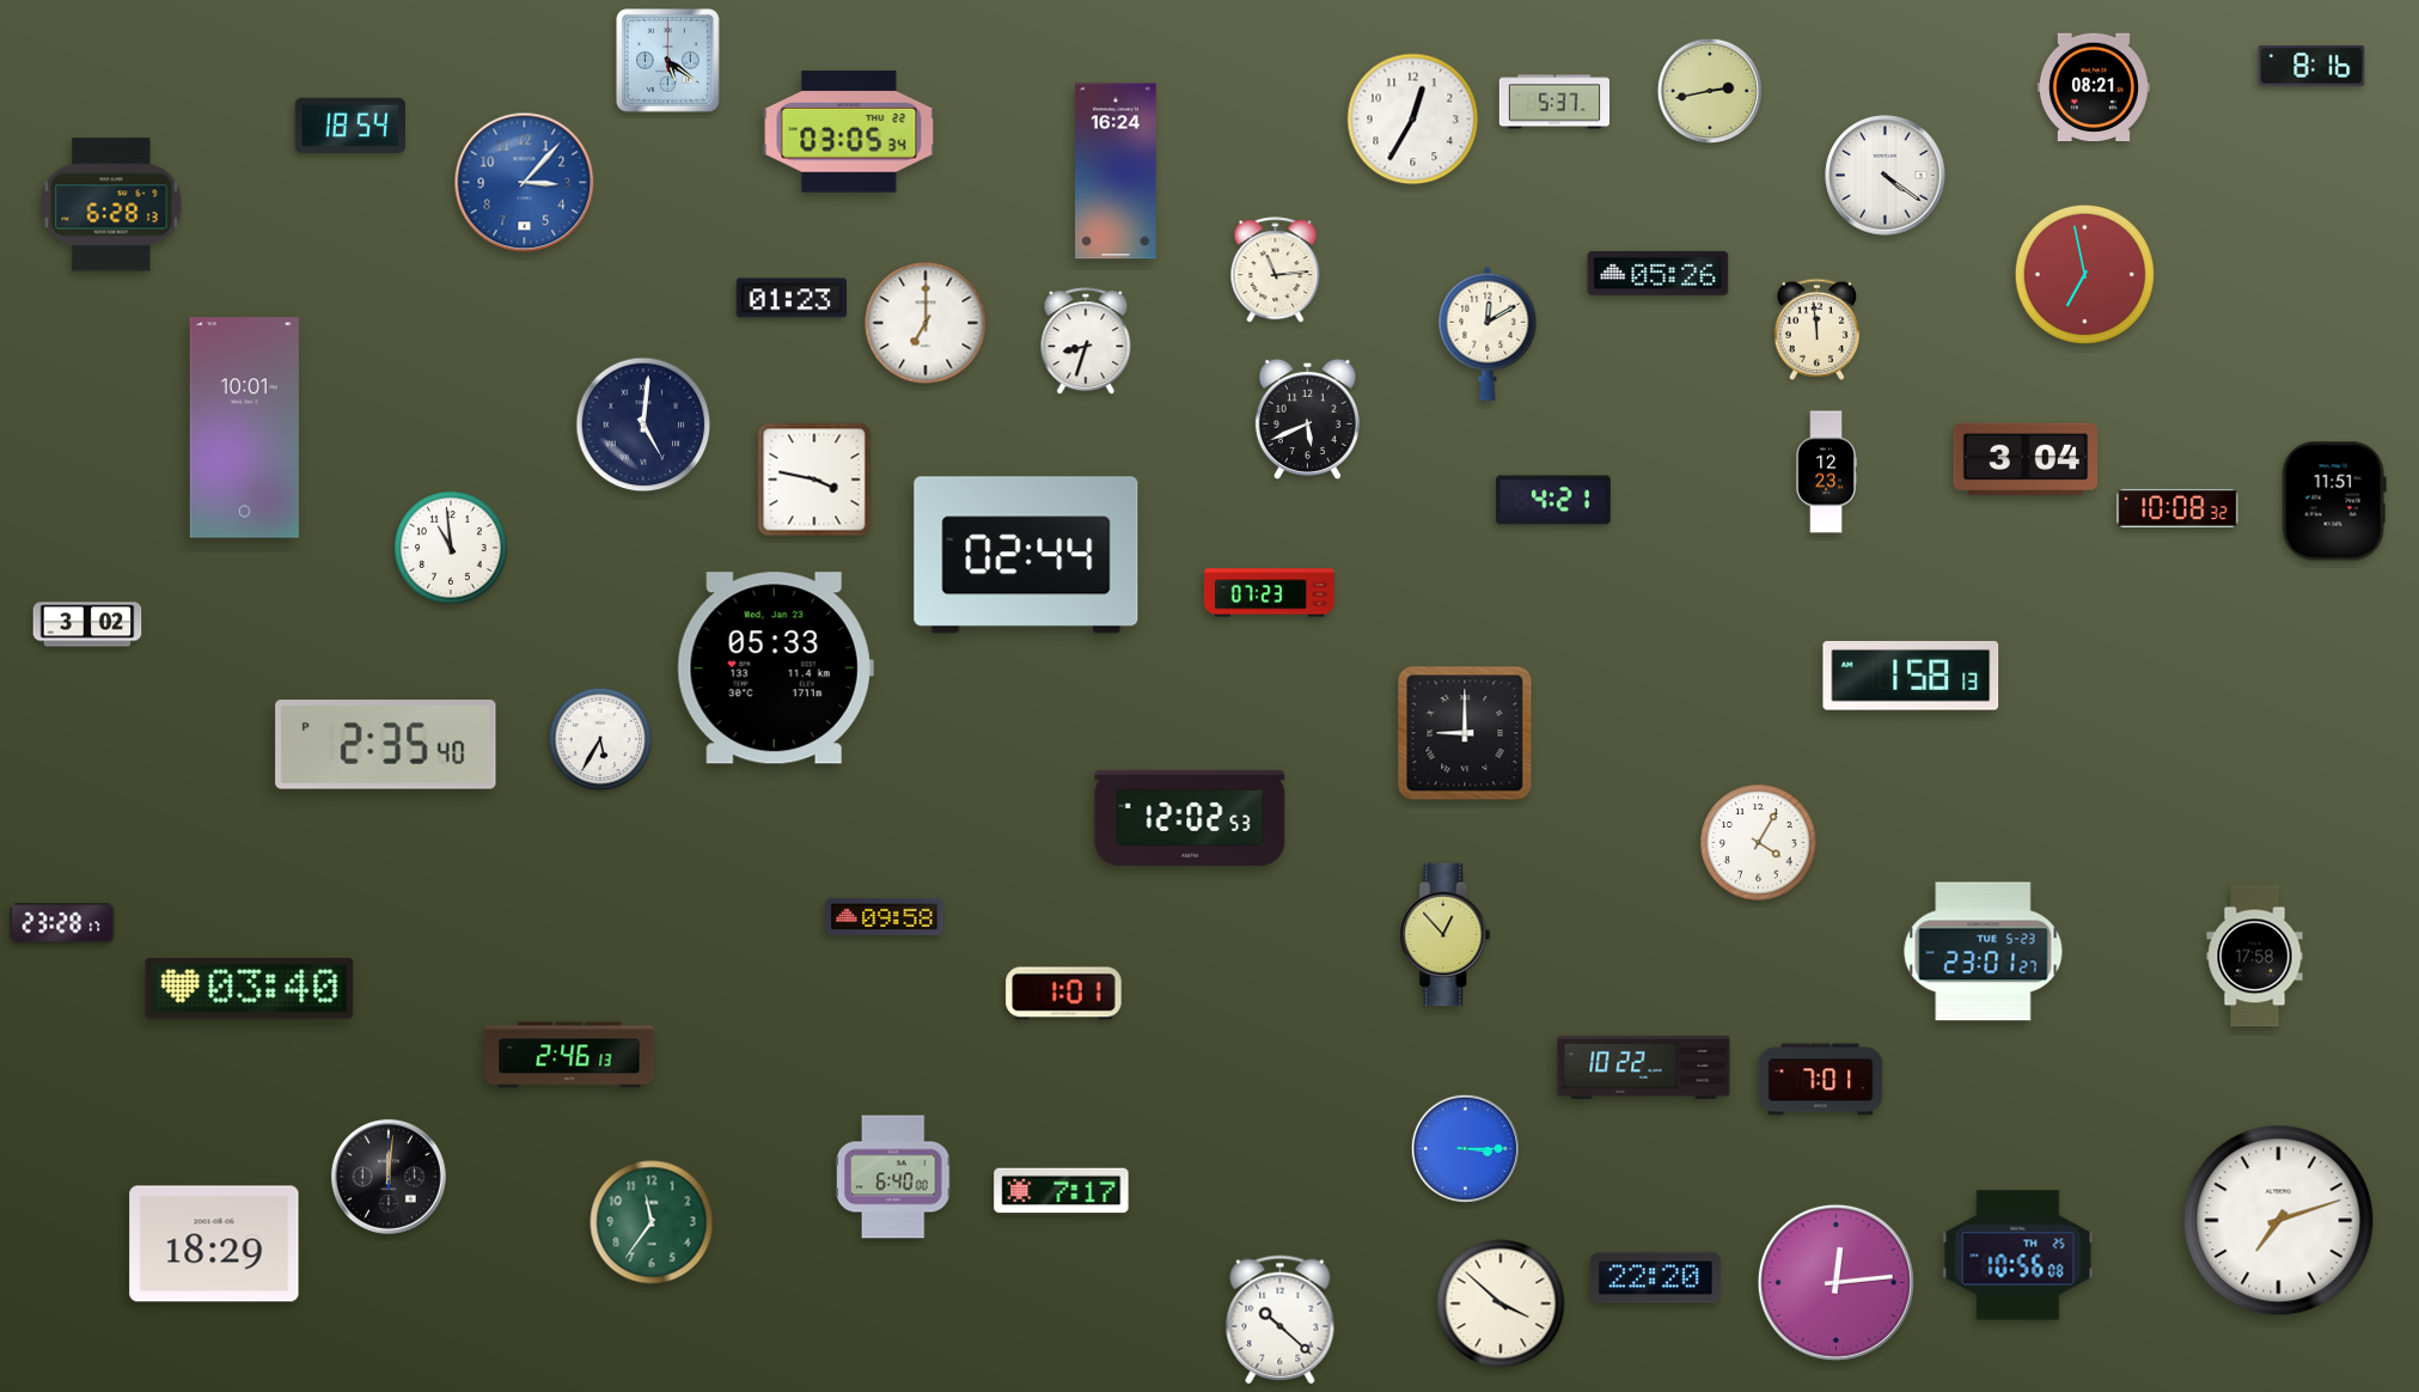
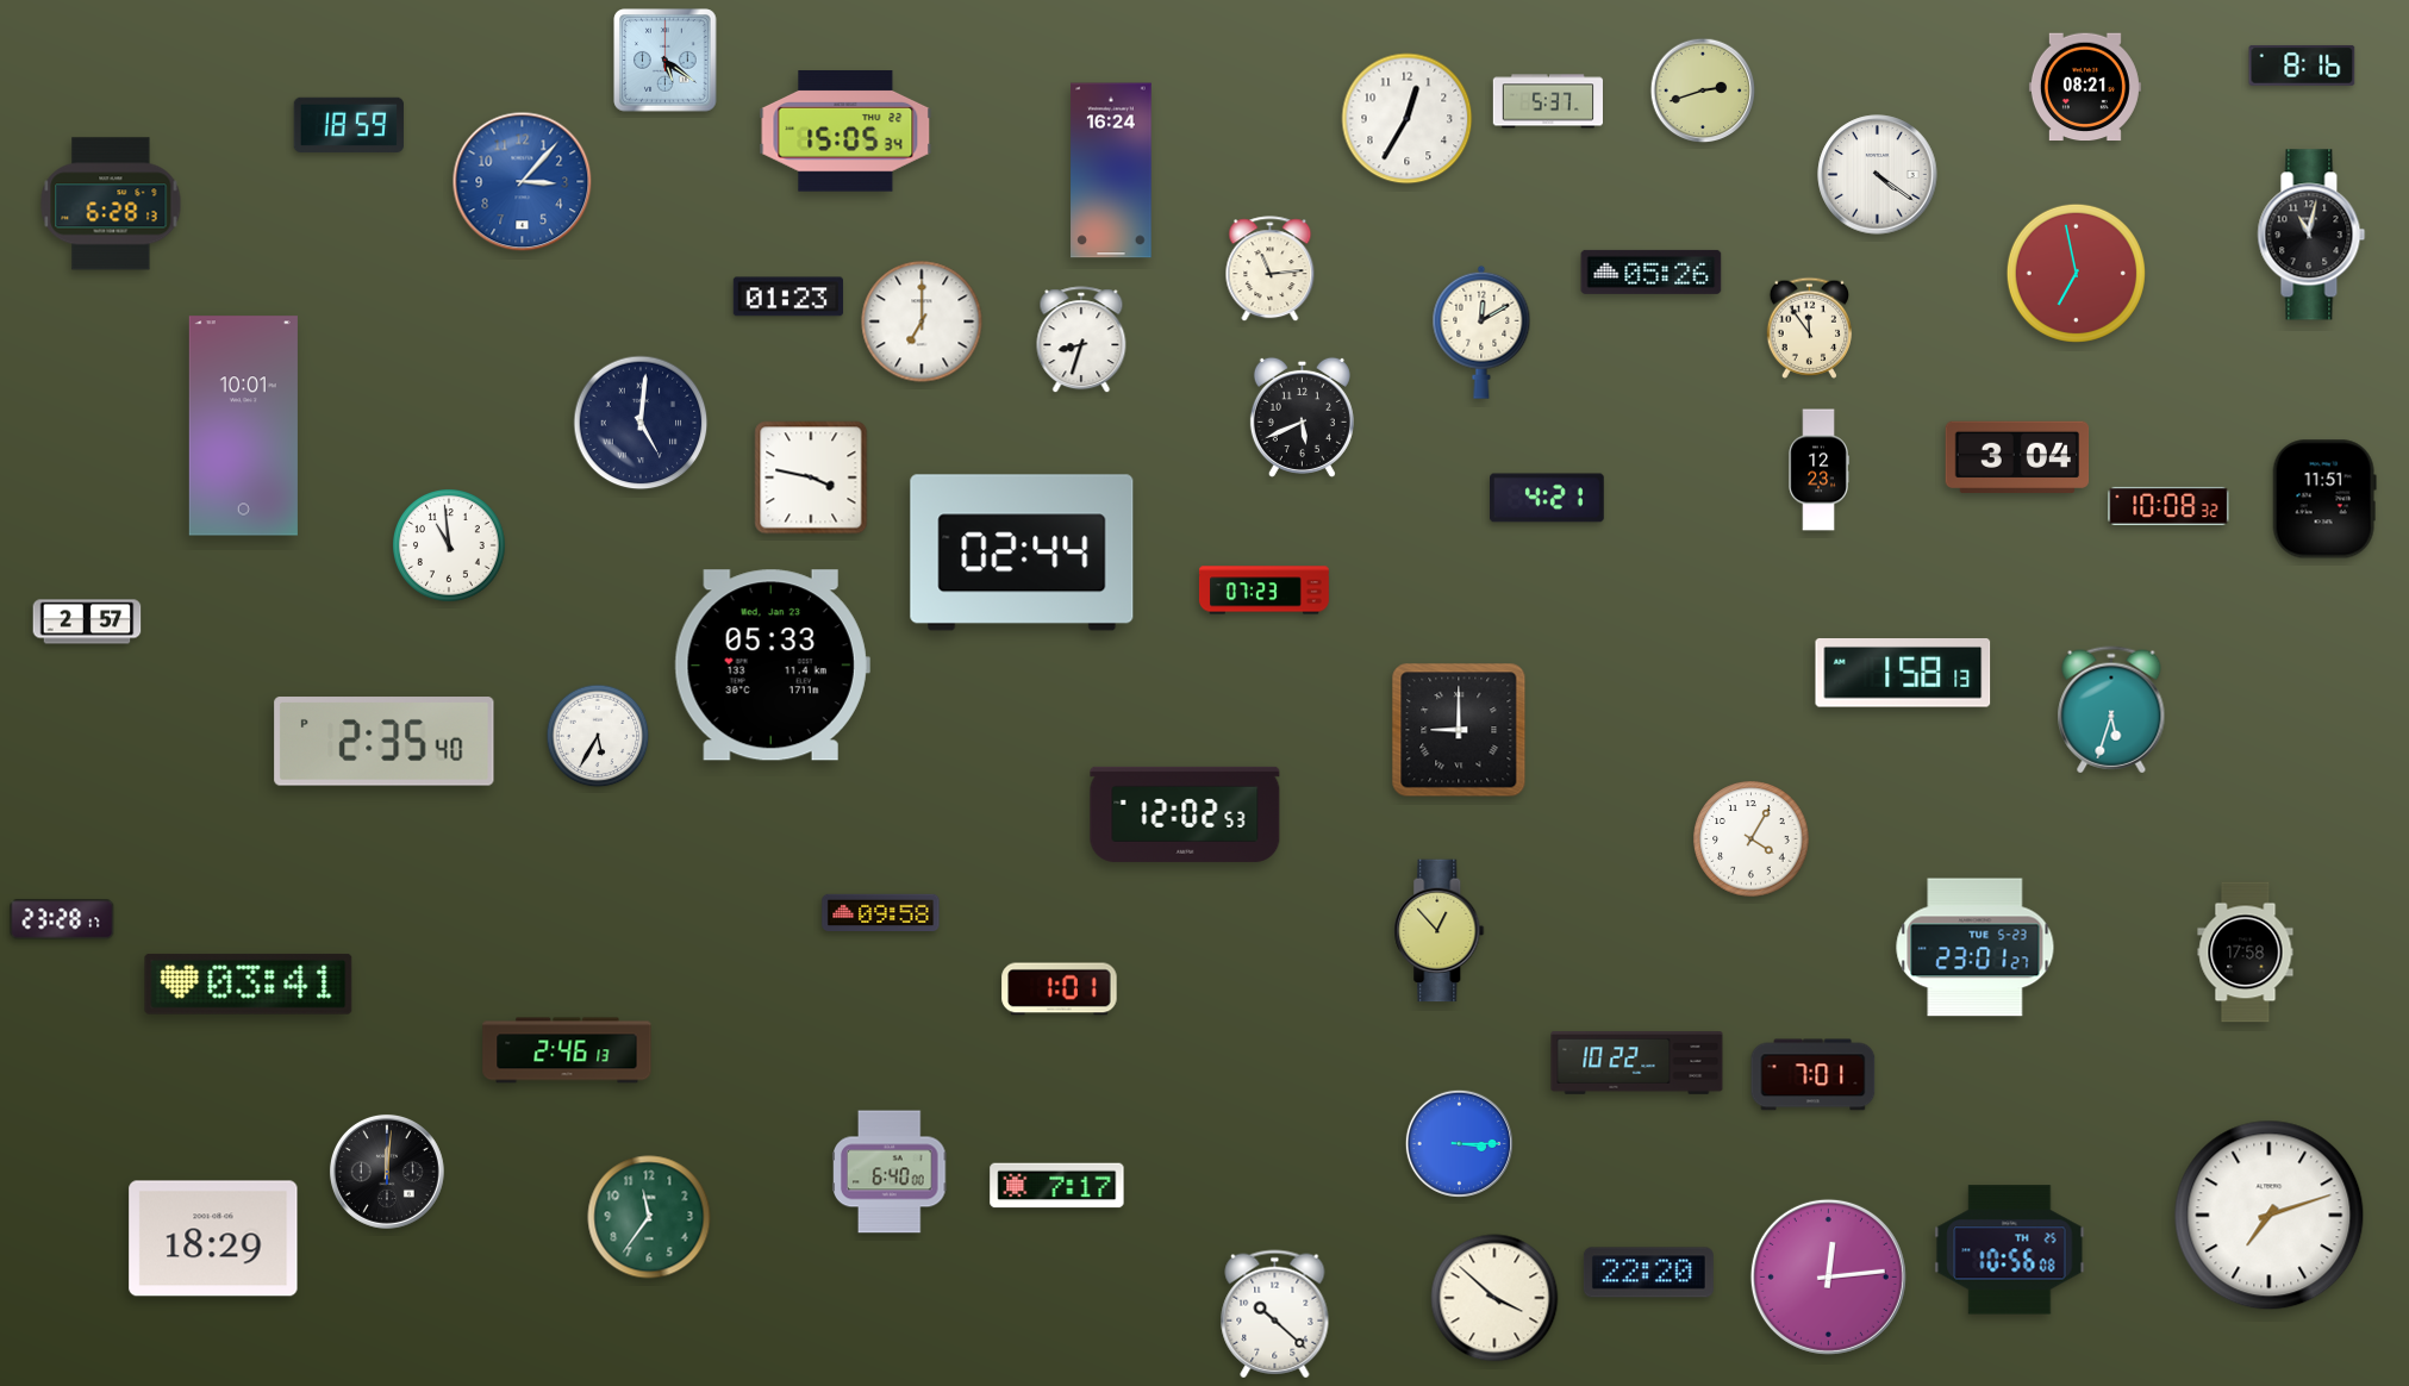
clock at (1710, 91): 2:43 -> 2:42
clock at (350, 126): 18:54 -> 18:59
clock at (849, 132): 03:05 -> 15:05
clock at (2311, 235): none -> 11:02
clock at (1818, 329): 11:59 -> 11:54
clock at (87, 624): 3:02 -> 2:57
clock at (2111, 710): none -> 5:33
clock at (250, 988): 03:40 -> 03:41
